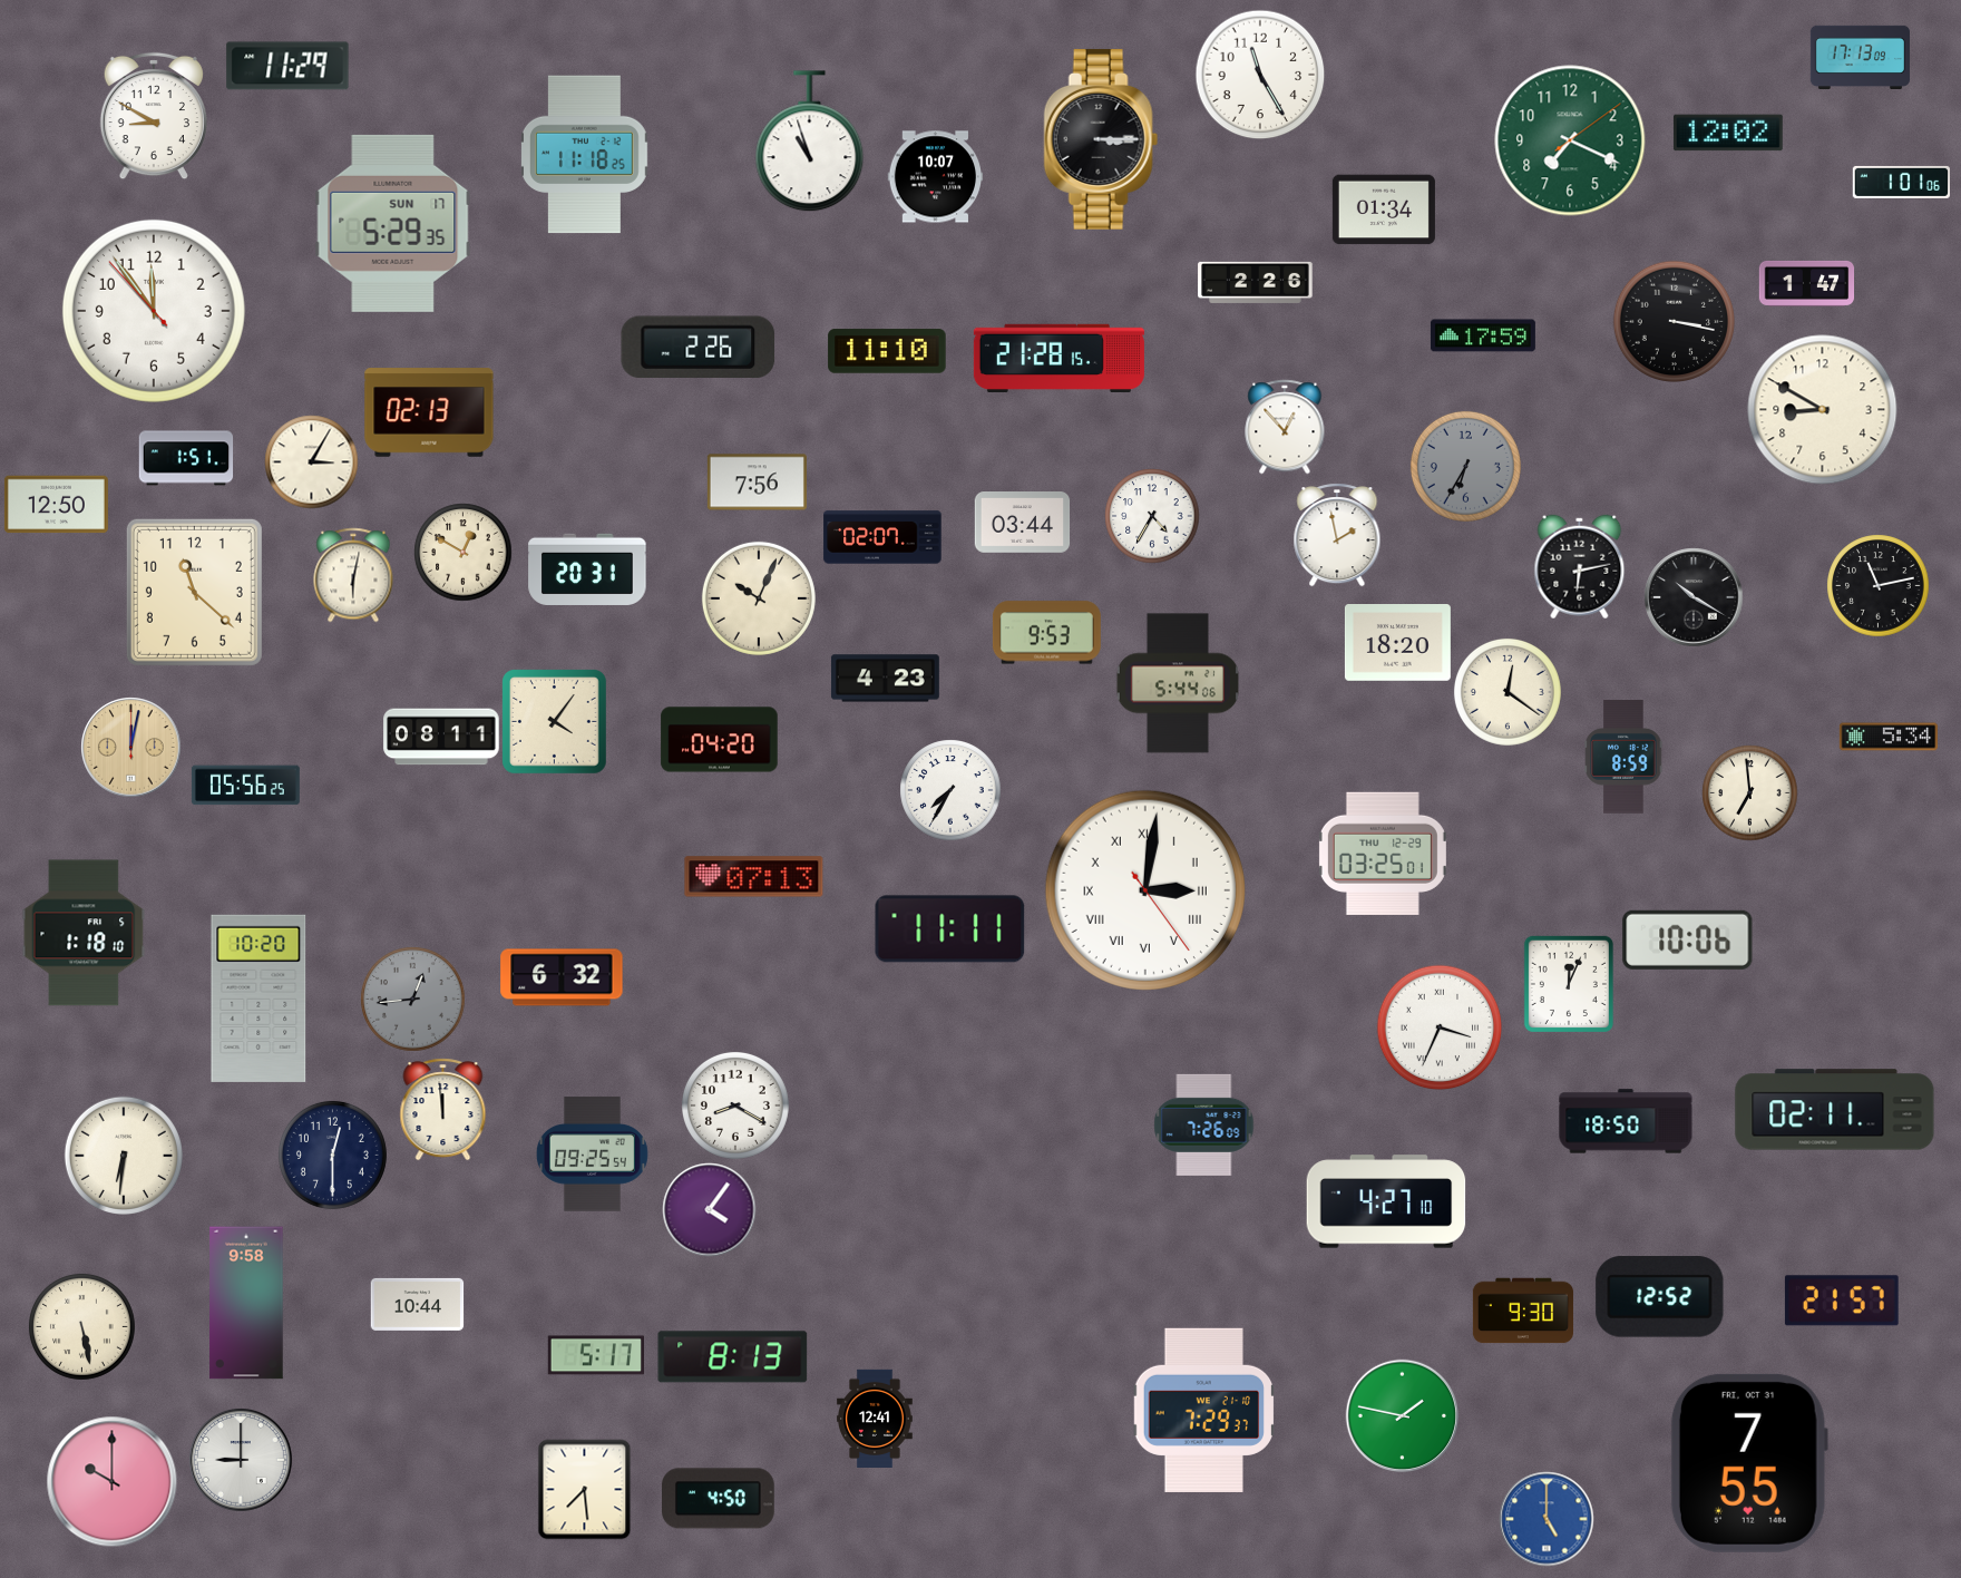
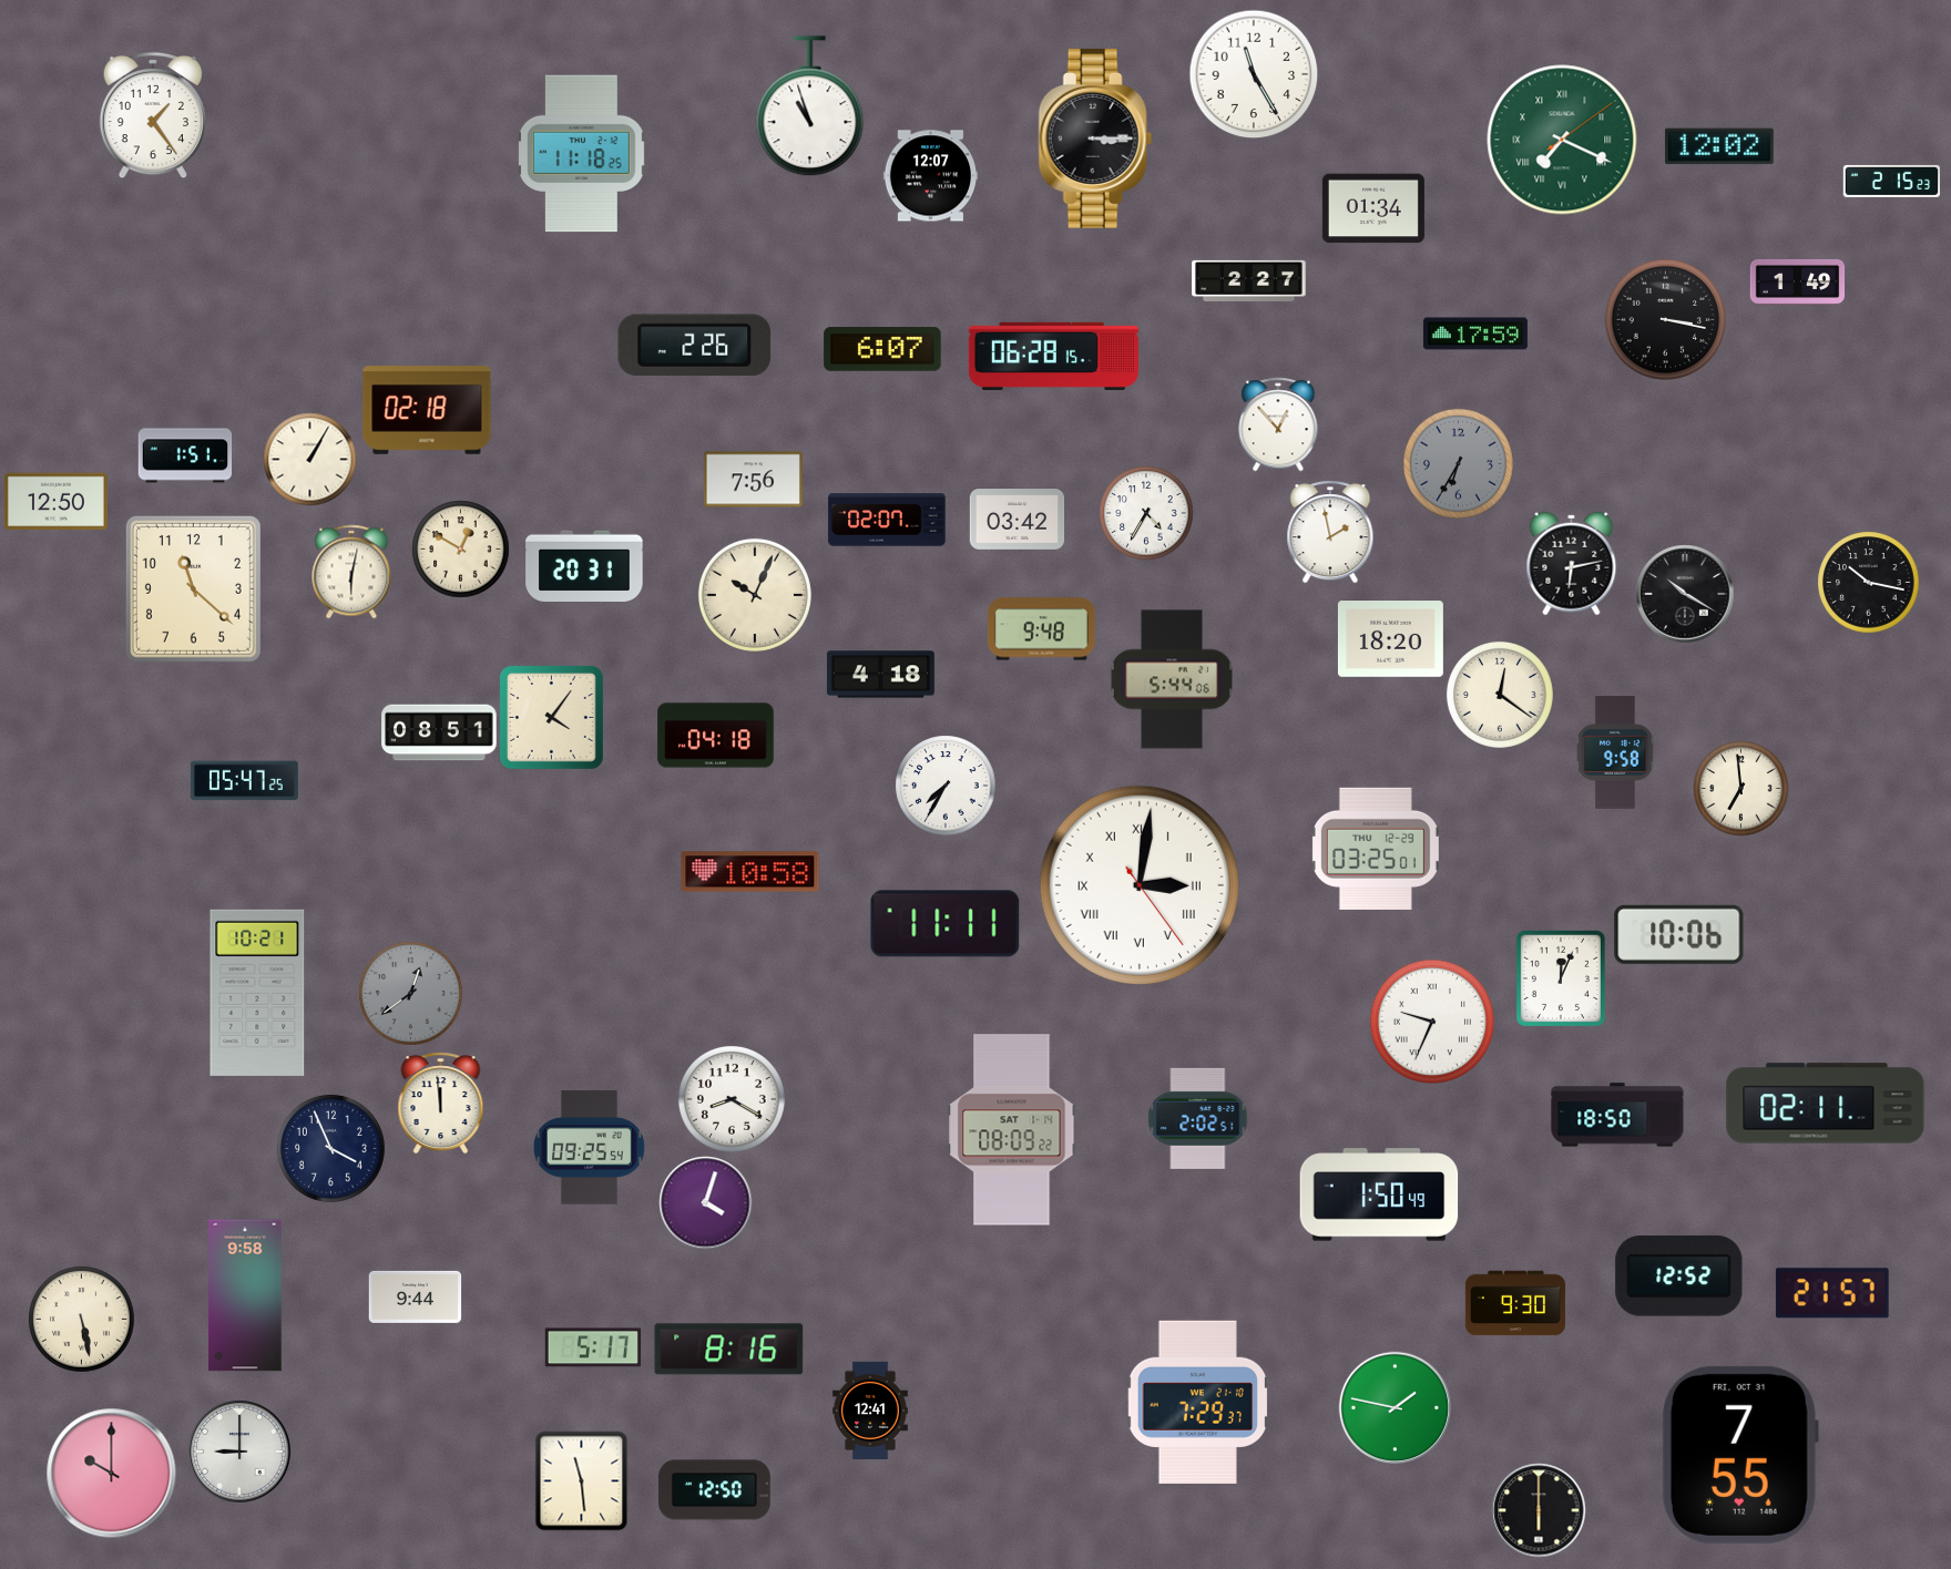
clock at (1860, 58): 17:13 -> none
clock at (287, 66): 11:29 -> none
clock at (154, 116): 8:50 -> 1:24
clock at (1728, 133) position: (1728, 133) -> (1719, 146)
clock at (1570, 140) numerals: Arabic -> Roman
clock at (810, 142) position: (810, 142) -> (810, 106)
clock at (935, 177): 10:07 -> 12:07
clock at (1901, 182): 1:01 -> 2:15
clock at (1384, 210) position: (1384, 210) -> (1373, 208)
clock at (393, 223): 5:29 -> none
clock at (1256, 282): 2:26 -> 2:27
clock at (1806, 283): 1:47 -> 1:49
clock at (154, 311): 11:53 -> none
clock at (887, 351): 11:10 -> 6:07
clock at (1058, 358): 21:28 -> 06:28
clock at (1823, 410): 8:50 -> none
clock at (429, 412): 02:13 -> 02:18
clock at (311, 461): 3:05 -> 1:05
clock at (1022, 523): 03:44 -> 03:42
clock at (882, 537) position: (882, 537) -> (887, 520)
clock at (1877, 585): 11:13 -> 10:17
clock at (1046, 633): 9:53 -> 9:48
clock at (885, 679): 4:23 -> 4:18
clock at (1508, 692) position: (1508, 692) -> (1500, 695)
clock at (441, 737): 08:11 -> 08:51
clock at (1887, 737): 5:34 -> none
clock at (720, 740): 04:20 -> 04:18
clock at (130, 747): 12:02 -> none
clock at (1623, 757): 8:59 -> 9:58
clock at (245, 786): 05:56 -> 05:47
clock at (754, 877): 07:13 -> 10:58
clock at (84, 933): 1:18 -> none
clock at (562, 977): 6:32 -> none
clock at (258, 999): 10:20 -> 10:21
clock at (413, 1000): 12:44 -> 12:39
clock at (1440, 1027): 3:34 -> 9:34
clock at (1204, 1124): 7:26 -> 2:02
clock at (1012, 1130): none -> 08:09
clock at (332, 1155): 12:30 -> 3:56
clock at (124, 1156): 6:31 -> none
clock at (1386, 1201): 4:27 -> 1:50
clock at (709, 1209): 4:06 -> 4:03
clock at (1660, 1297) position: (1660, 1297) -> (1679, 1276)
clock at (417, 1304): 10:44 -> 9:44
clock at (733, 1357): 8:13 -> 8:16
clock at (585, 1489): 7:29 -> 11:29
clock at (719, 1499): 4:50 -> 12:50
clock at (1547, 1519): 5:00 -> 6:00
clock at (1547, 1519) dial: blue -> black
